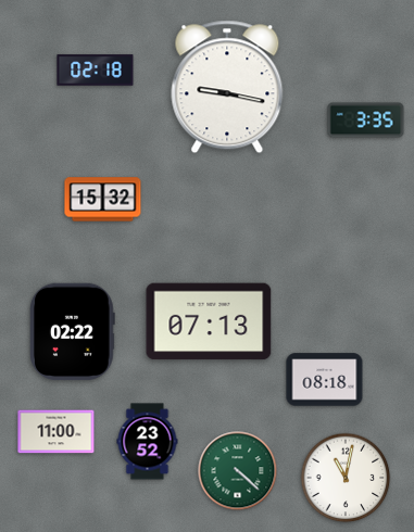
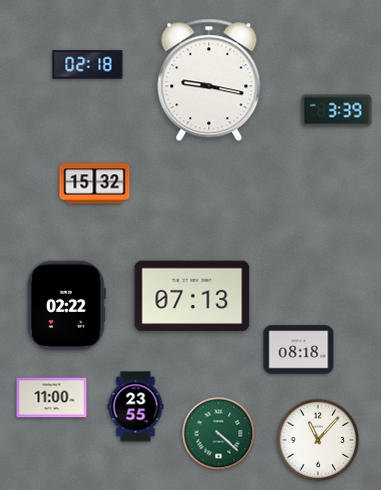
clock at (366, 121): 3:35 -> 3:39
clock at (148, 442): 23:52 -> 23:55
clock at (346, 478): 11:02 -> 11:07
